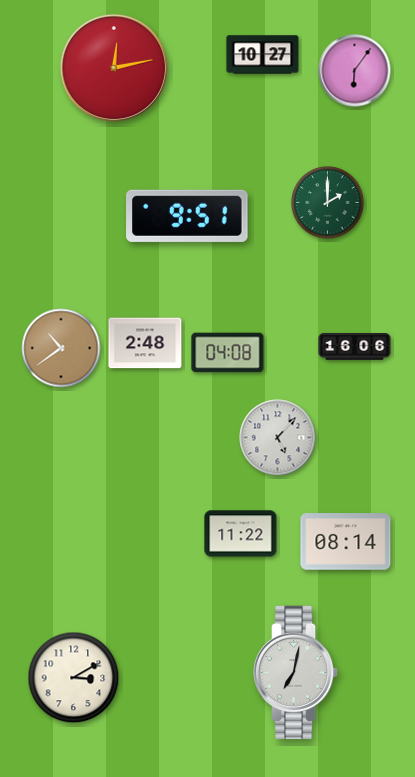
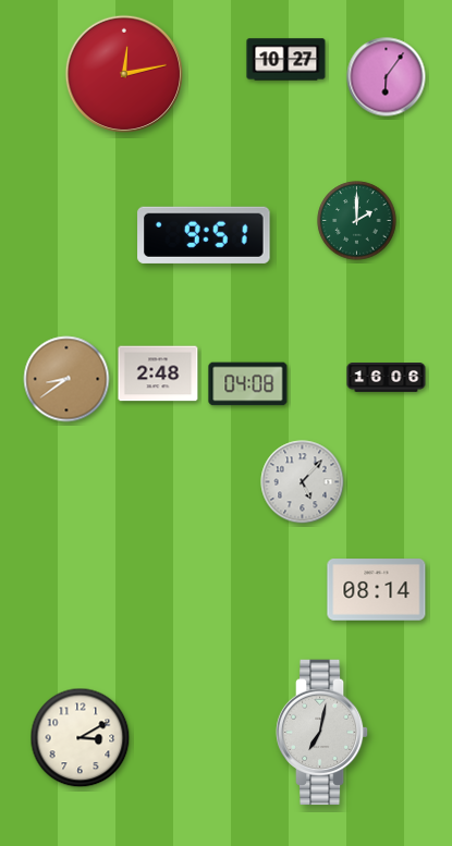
clock at (61, 348): 10:39 -> 8:39
clock at (278, 438) position: (278, 438) -> (303, 482)
clock at (241, 534): 11:22 -> none
